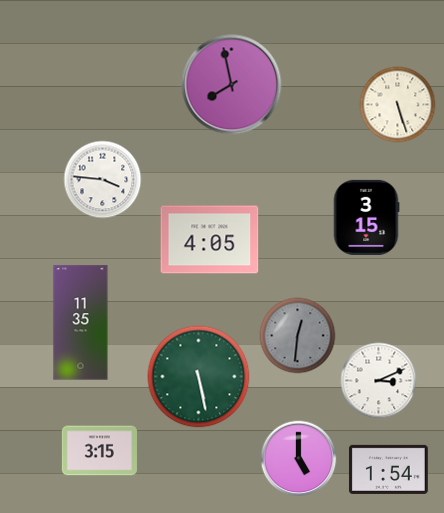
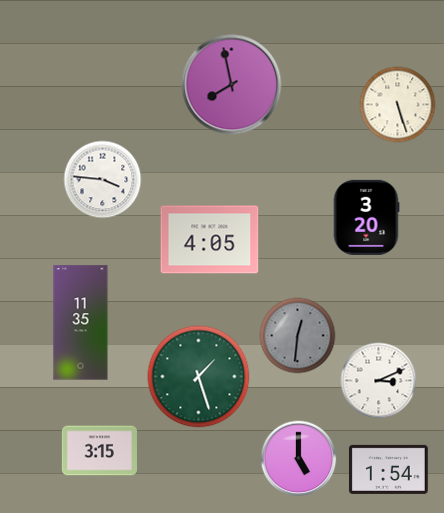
clock at (366, 217): 3:15 -> 3:20
clock at (199, 377): 5:28 -> 1:27
